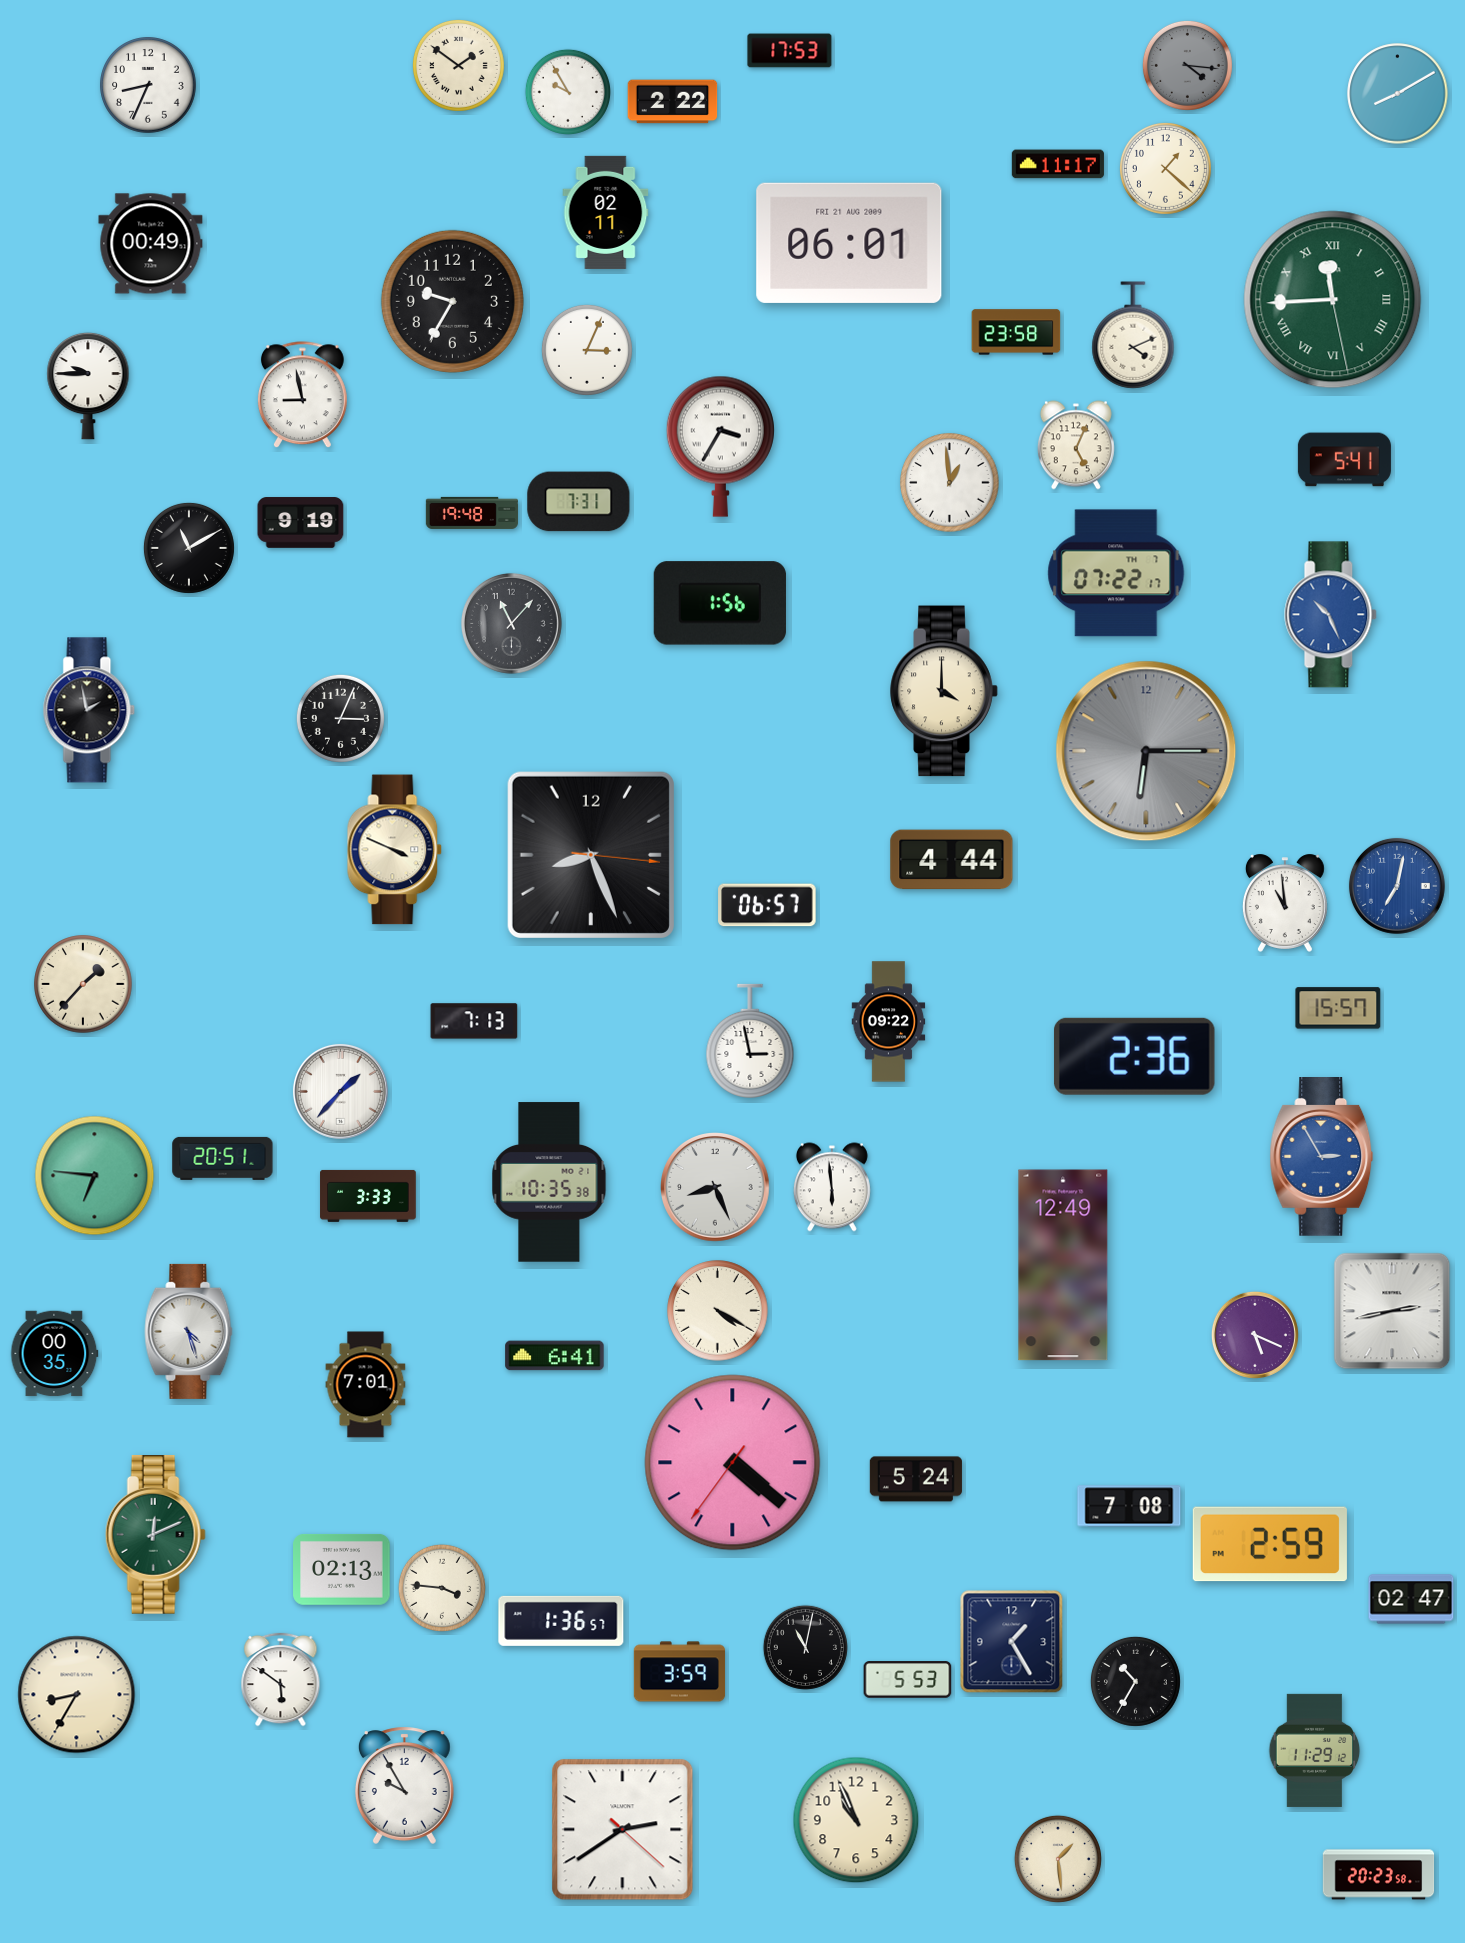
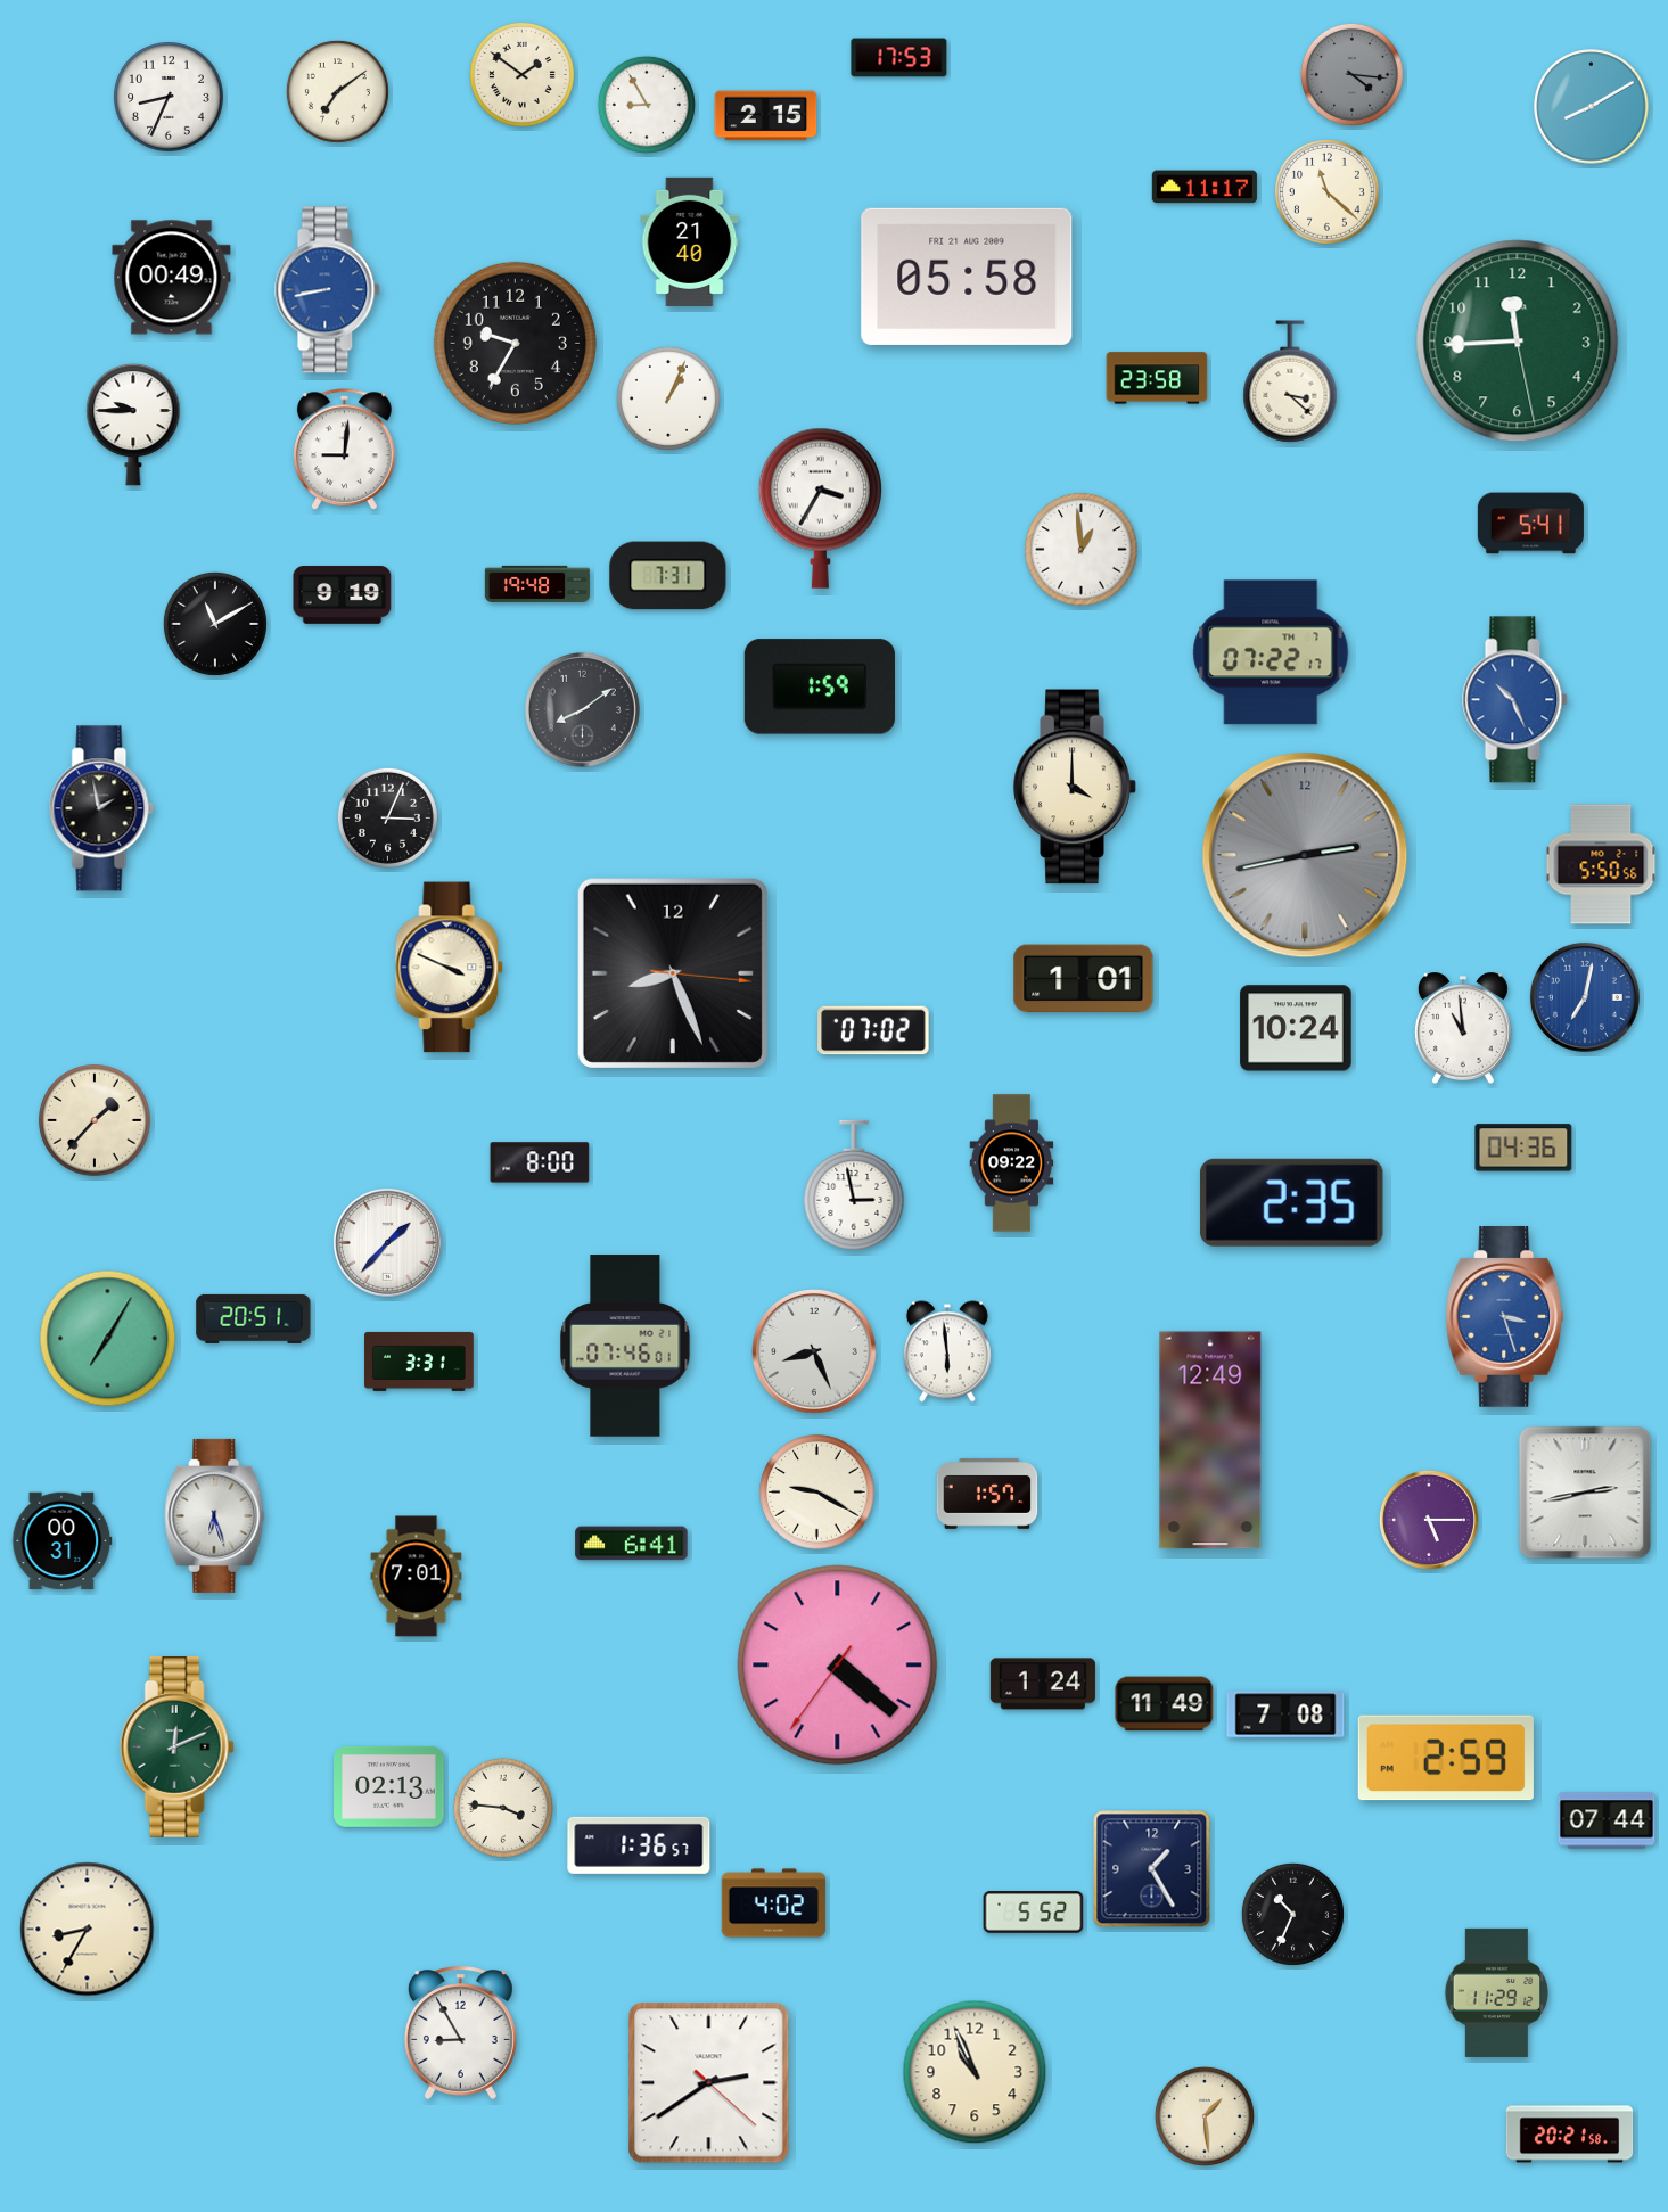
clock at (337, 91): none -> 7:09
clock at (568, 92): 9:55 -> 8:55
clock at (673, 102): 2:22 -> 2:15
clock at (1165, 168): 1:22 -> 11:22
clock at (606, 212): 02:11 -> 21:40
clock at (849, 243): 06:01 -> 05:58
clock at (328, 290): none -> 8:43
clock at (1333, 300) numerals: Roman -> Arabic
clock at (1133, 335): 4:11 -> 3:22
clock at (587, 350): 3:04 -> 1:04
clock at (88, 386) position: (88, 386) -> (133, 425)
clock at (302, 395): 8:58 -> 9:01
clock at (1076, 445): 5:04 -> none
clock at (579, 502) position: (579, 502) -> (668, 576)
clock at (720, 603): 1:56 -> 1:59
clock at (511, 623): 11:07 -> 8:09
clock at (1146, 751): 6:15 -> 2:43
clock at (1601, 864): none -> 5:50
clock at (952, 860): 4:44 -> 1:01
clock at (1397, 886) position: (1397, 886) -> (1585, 997)
clock at (1296, 1028): none -> 10:24
clock at (767, 905): 06:57 -> 07:02
clock at (1338, 1008): 15:57 -> 04:36
clock at (474, 1021): 7:13 -> 8:00
clock at (1134, 1056): 2:36 -> 2:35
clock at (1322, 1157): 2:55 -> 3:27
clock at (95, 1176): 6:46 -> 7:05
clock at (549, 1182): 10:35 -> 07:46
clock at (368, 1196): 3:33 -> 3:31
clock at (718, 1311): 4:20 -> 9:20
clock at (987, 1494): none -> 1:57
clock at (189, 1331): 4:27 -> 6:27
clock at (1255, 1335): 5:19 -> 5:15
clock at (55, 1354): 00:35 -> 00:31
clock at (733, 1463) position: (733, 1463) -> (838, 1666)
clock at (916, 1479): 5:24 -> 1:24
clock at (1165, 1704): none -> 11:49
clock at (1411, 1599): 02:47 -> 07:44
clock at (805, 1647): 11:02 -> none
clock at (680, 1672): 3:59 -> 4:02
clock at (281, 1679): 5:51 -> none
clock at (908, 1680): 5:53 -> 5:52
clock at (1135, 1681): 10:35 -> 10:34
clock at (404, 1785): 9:55 -> 8:55
clock at (1379, 1875): 20:23 -> 20:21
